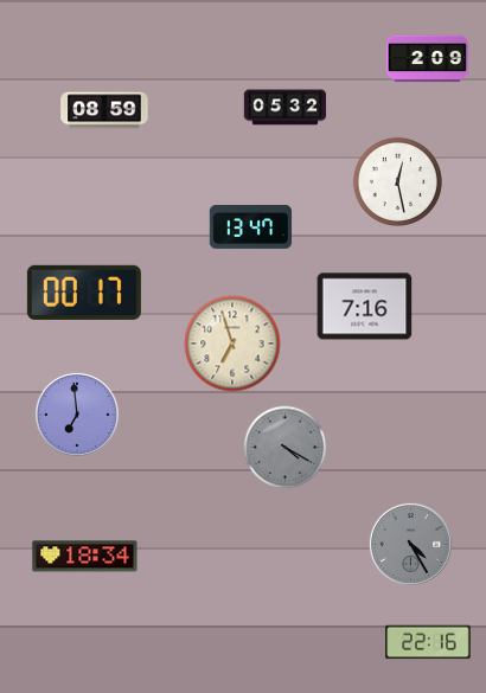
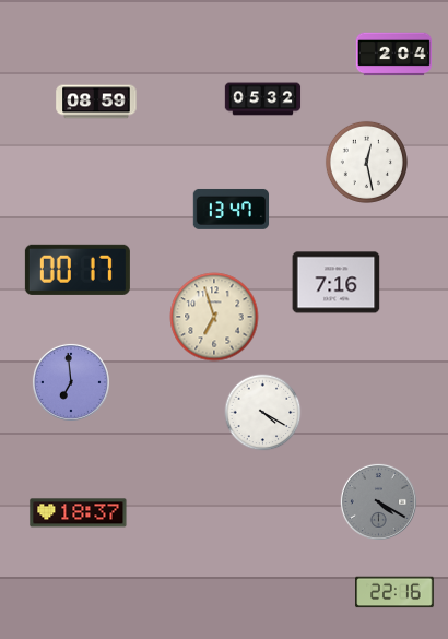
clock at (428, 59): 2:09 -> 2:04
clock at (397, 181) position: (397, 181) -> (366, 162)
clock at (286, 448) dial: grey -> white
clock at (410, 544): 4:25 -> 4:20
clock at (85, 557): 18:34 -> 18:37
